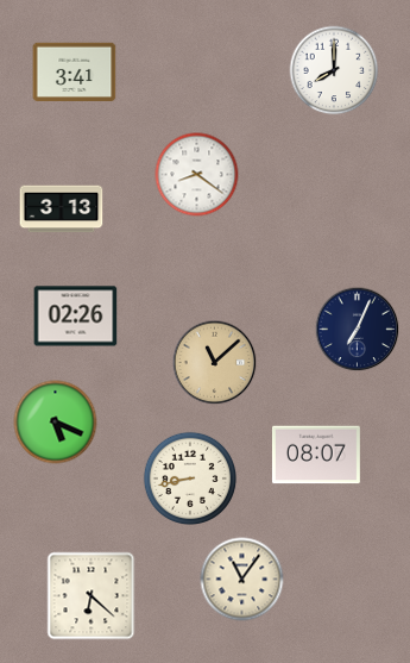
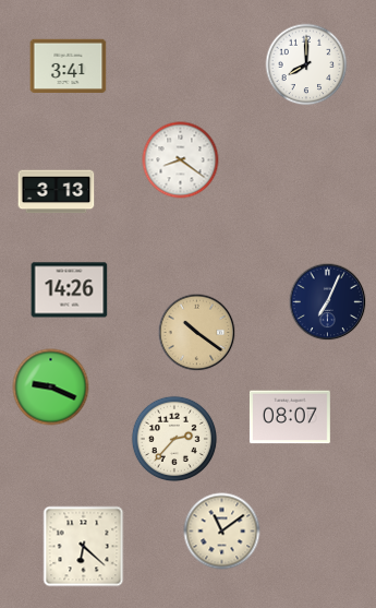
clock at (76, 317): 02:26 -> 14:26
clock at (215, 363): 11:08 -> 10:21
clock at (56, 423): 5:19 -> 9:19
clock at (189, 477): 8:43 -> 2:37
clock at (242, 580): 11:06 -> 11:09
